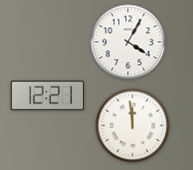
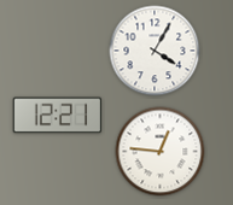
clock at (133, 126): 11:59 -> 12:46
